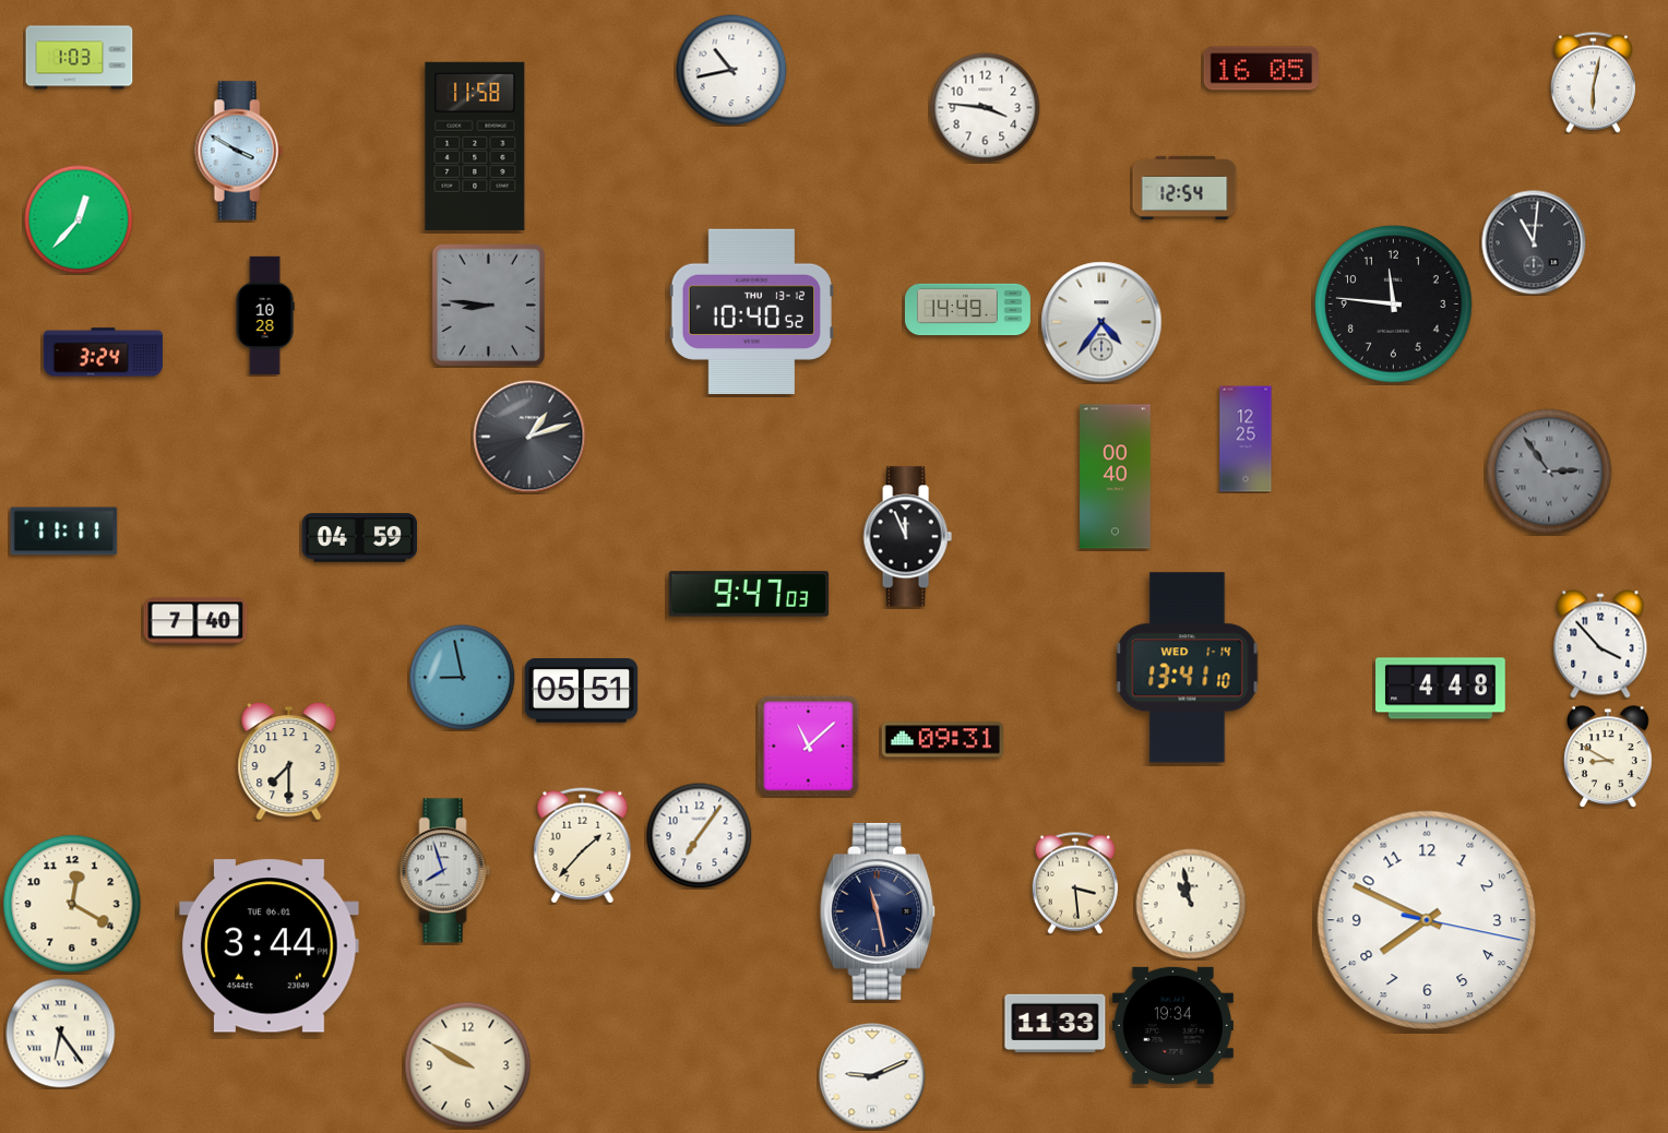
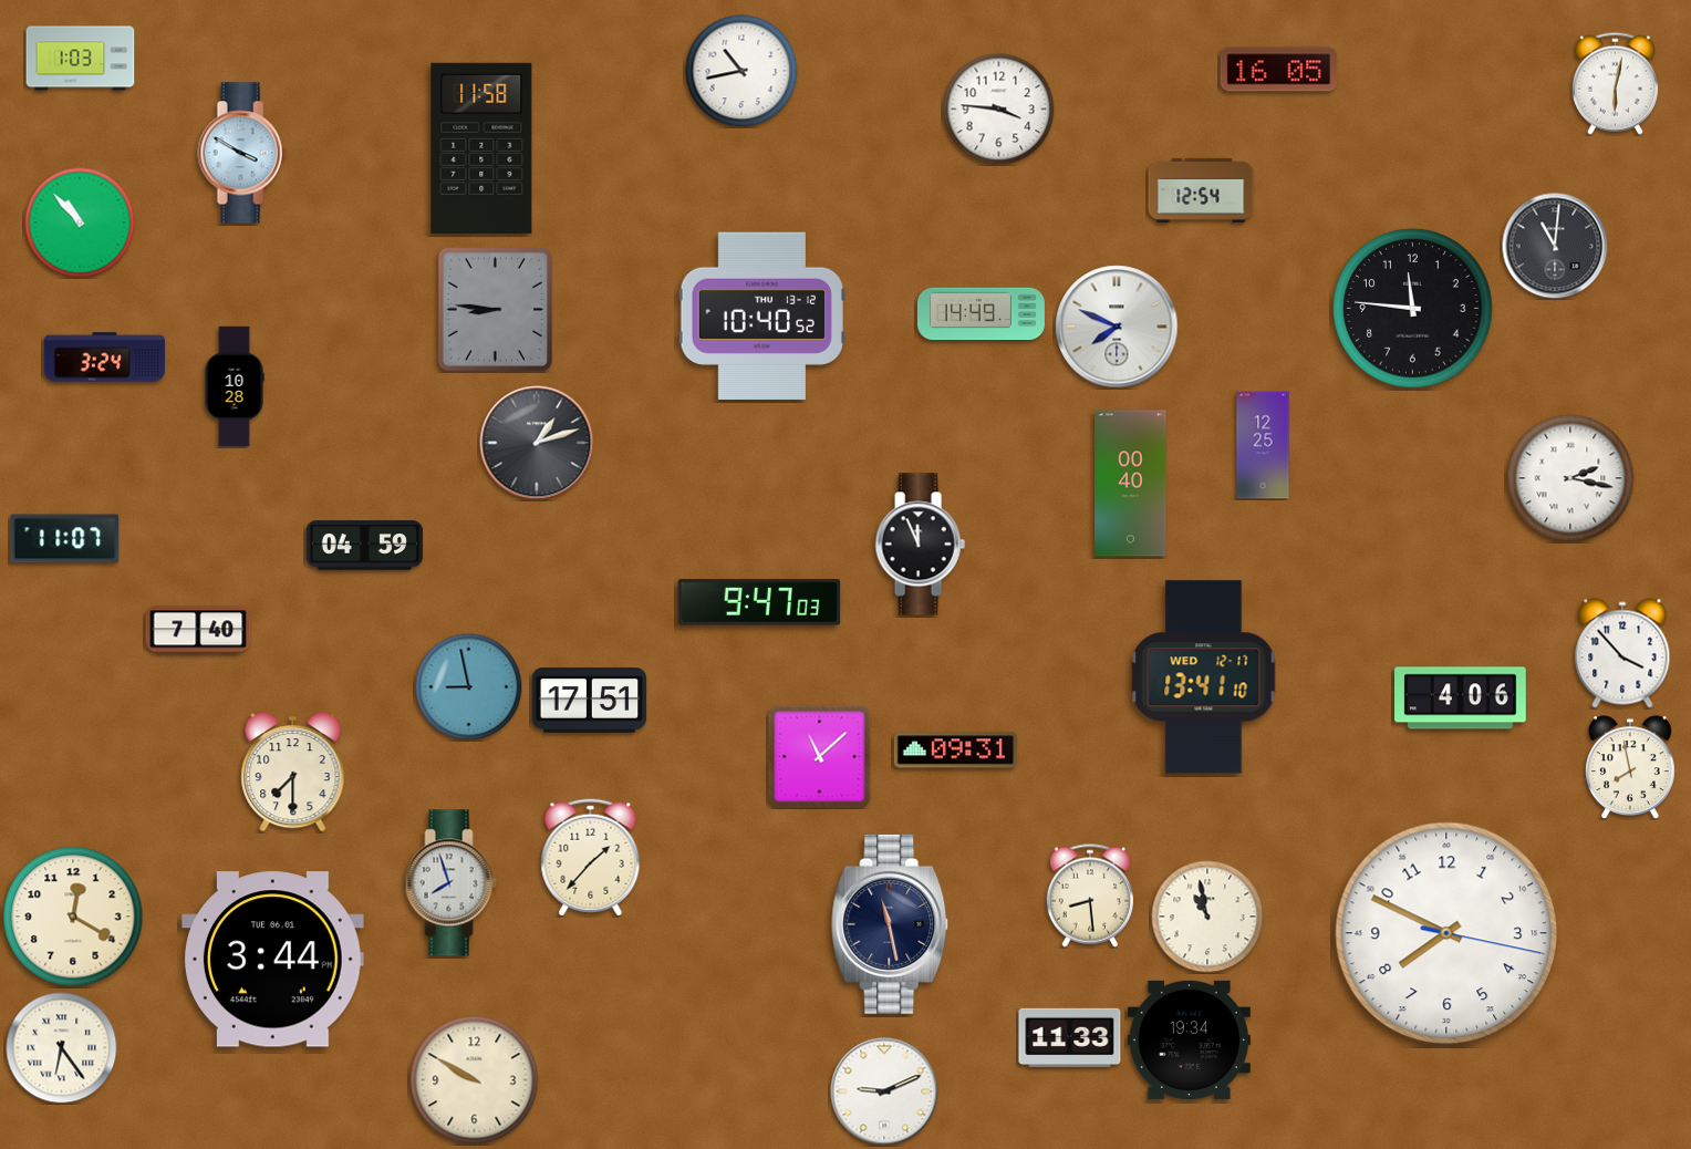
clock at (79, 219): 12:37 -> 10:53
clock at (265, 315) position: (265, 315) -> (235, 386)
clock at (1101, 322): 4:36 -> 7:49
clock at (1549, 472): 2:54 -> 2:17
clock at (1549, 472) dial: grey -> white
clock at (64, 532): 11:11 -> 11:07
clock at (1188, 668) date: WED 1-14 -> WED 12-17
clock at (1441, 689): 4:48 -> 4:06
clock at (582, 691): 05:51 -> 17:51
clock at (1609, 756): 8:50 -> 7:58
clock at (699, 835): 7:06 -> none
clock at (1075, 883): 3:29 -> 8:29
